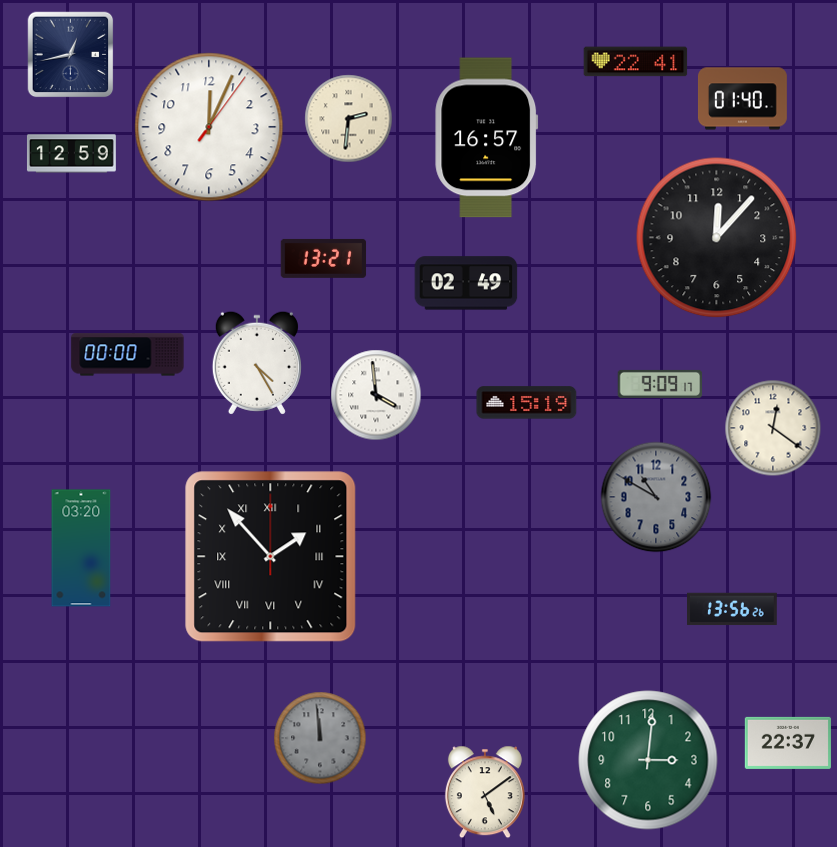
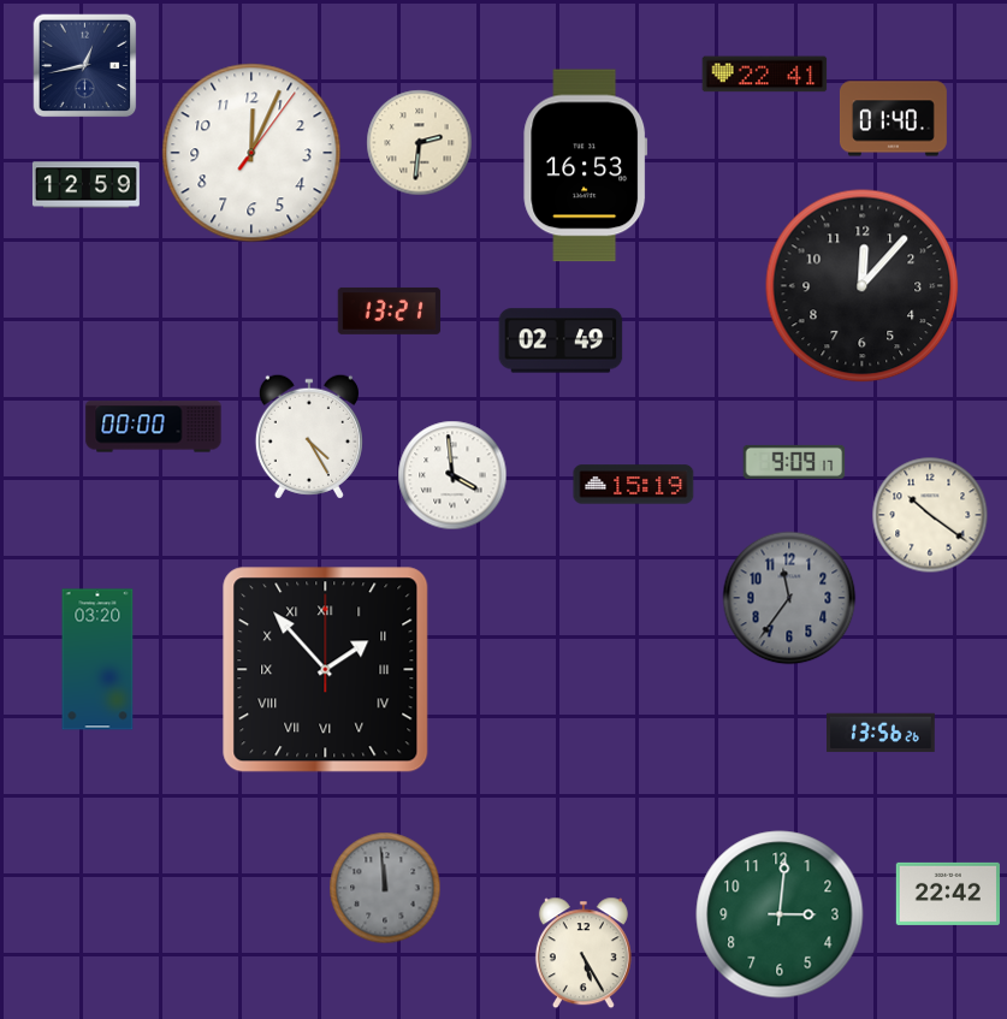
clock at (487, 138): 16:57 -> 16:53
clock at (773, 428): 12:21 -> 10:21
clock at (656, 497): 10:50 -> 11:36
clock at (788, 743): 22:37 -> 22:42
clock at (485, 792): 5:09 -> 5:25
